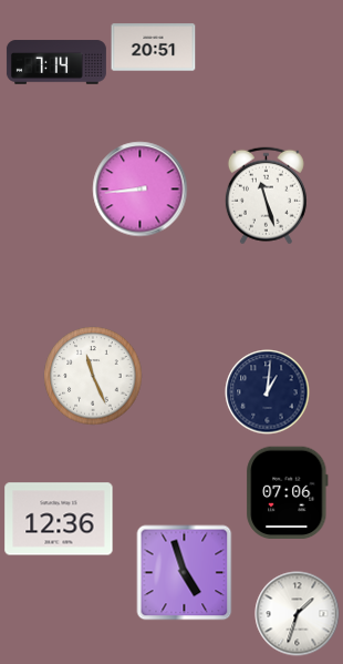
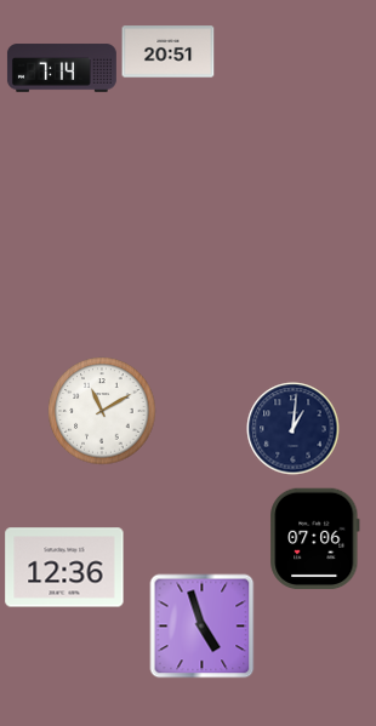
clock at (141, 190): 8:44 -> none
clock at (266, 196): 11:27 -> none
clock at (93, 376): 11:26 -> 11:10
clock at (298, 614): 1:33 -> none
